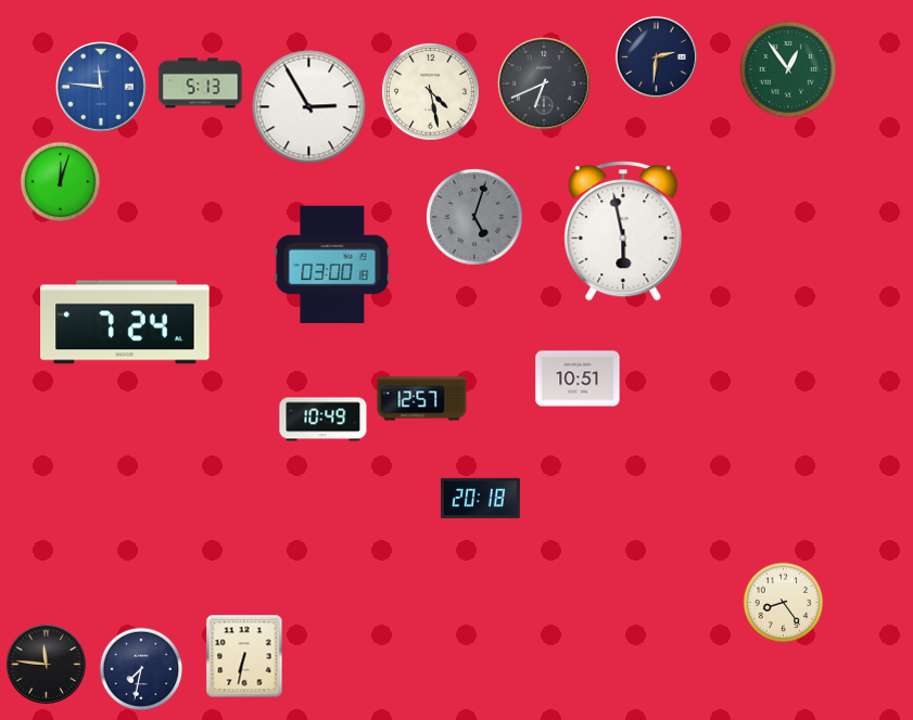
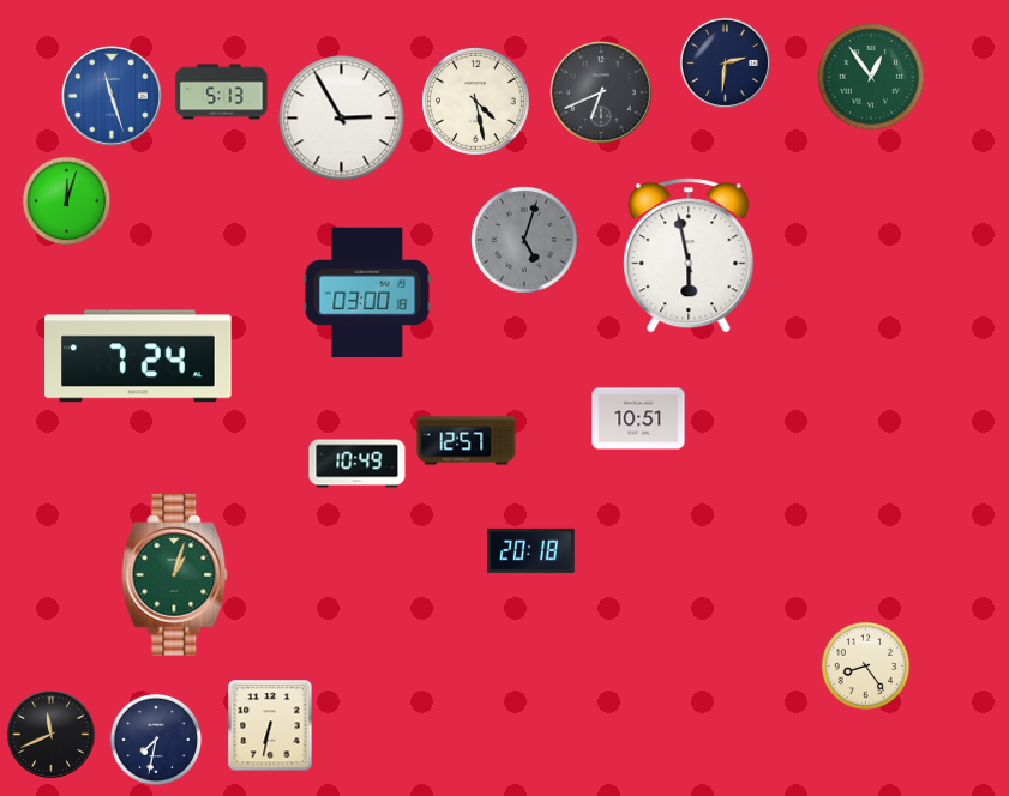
clock at (102, 88): 11:46 -> 11:27
clock at (175, 575): none -> 1:03
clock at (46, 664): 11:46 -> 11:41
